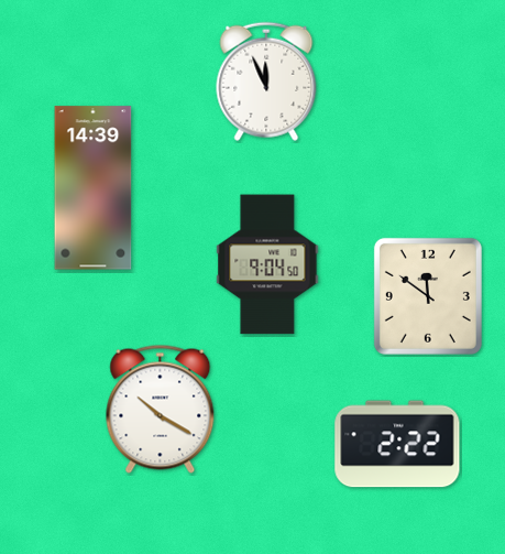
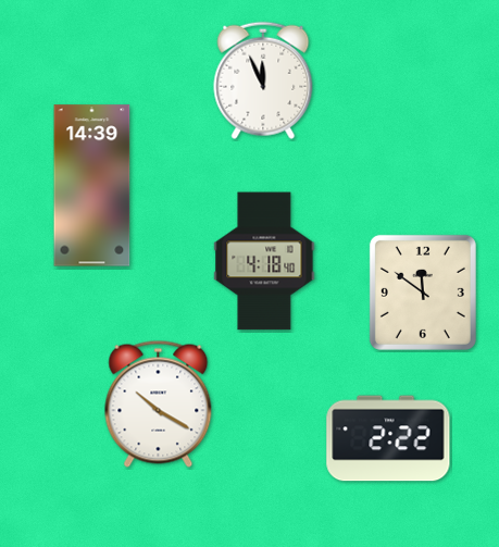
clock at (267, 264): 9:04 -> 4:18
clock at (397, 444) position: (397, 444) -> (388, 438)
